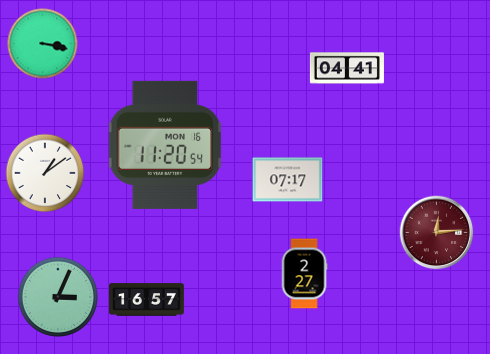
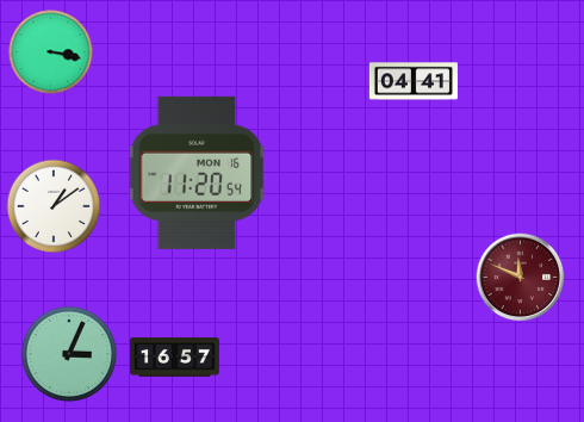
clock at (288, 180): 07:17 -> none
clock at (437, 233): 12:14 -> 11:49
clock at (304, 274): 2:27 -> none
